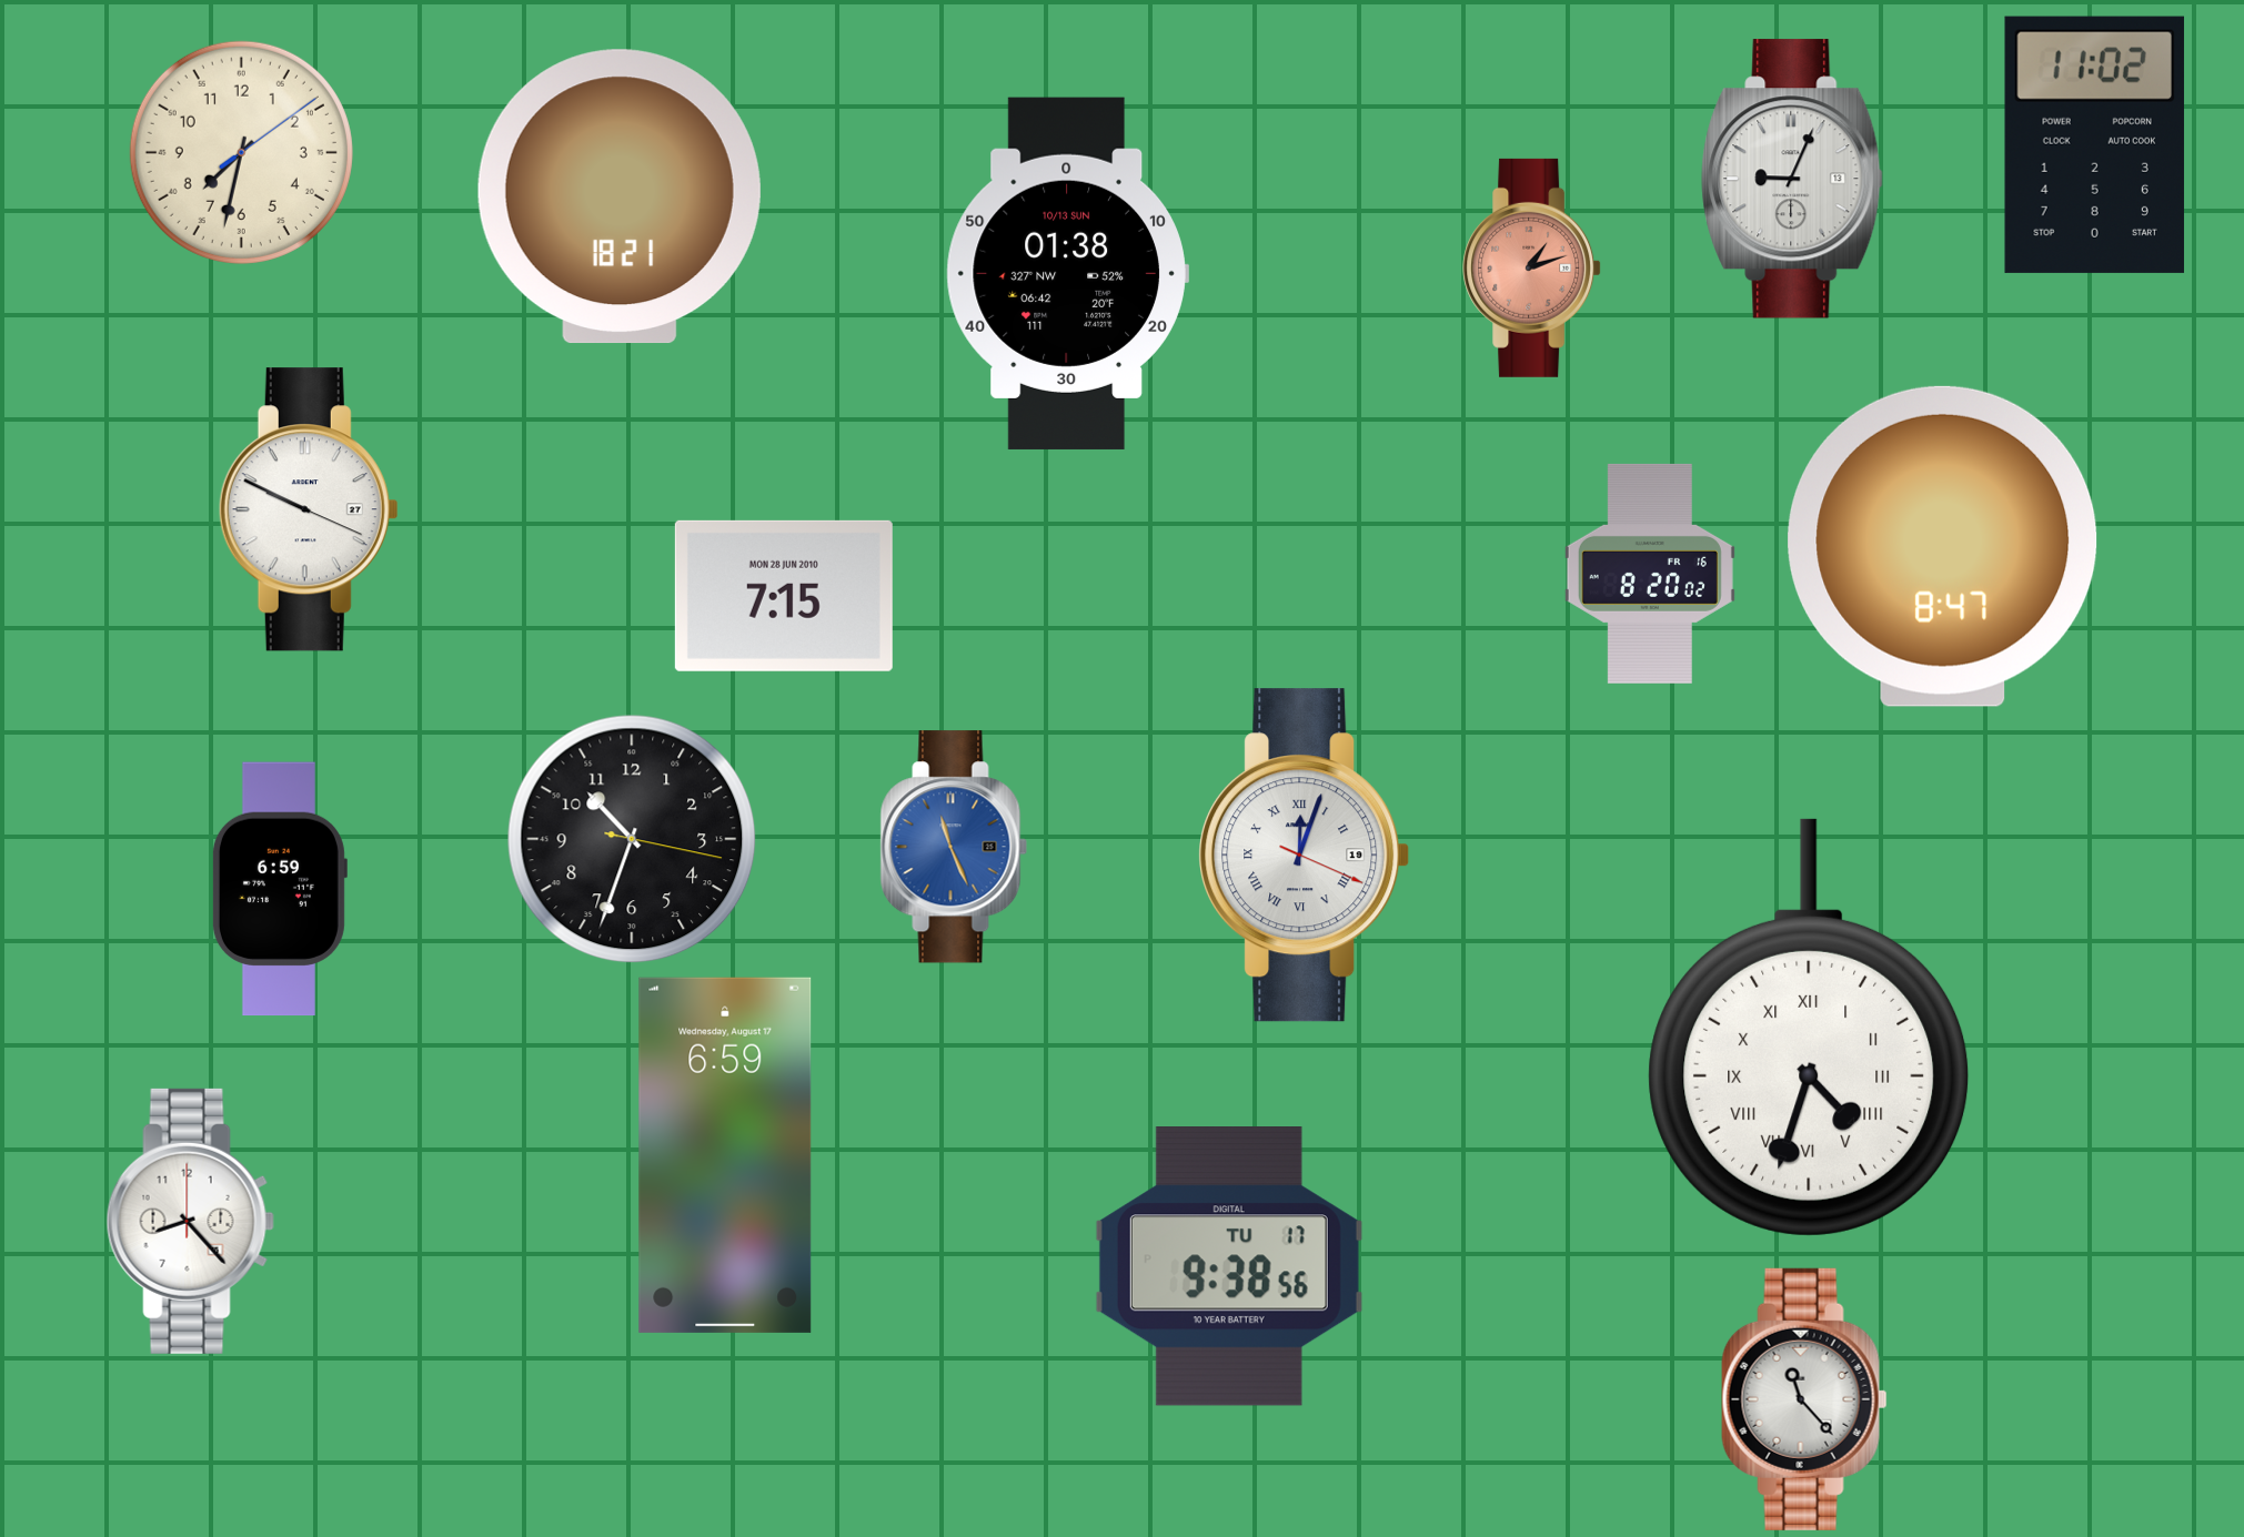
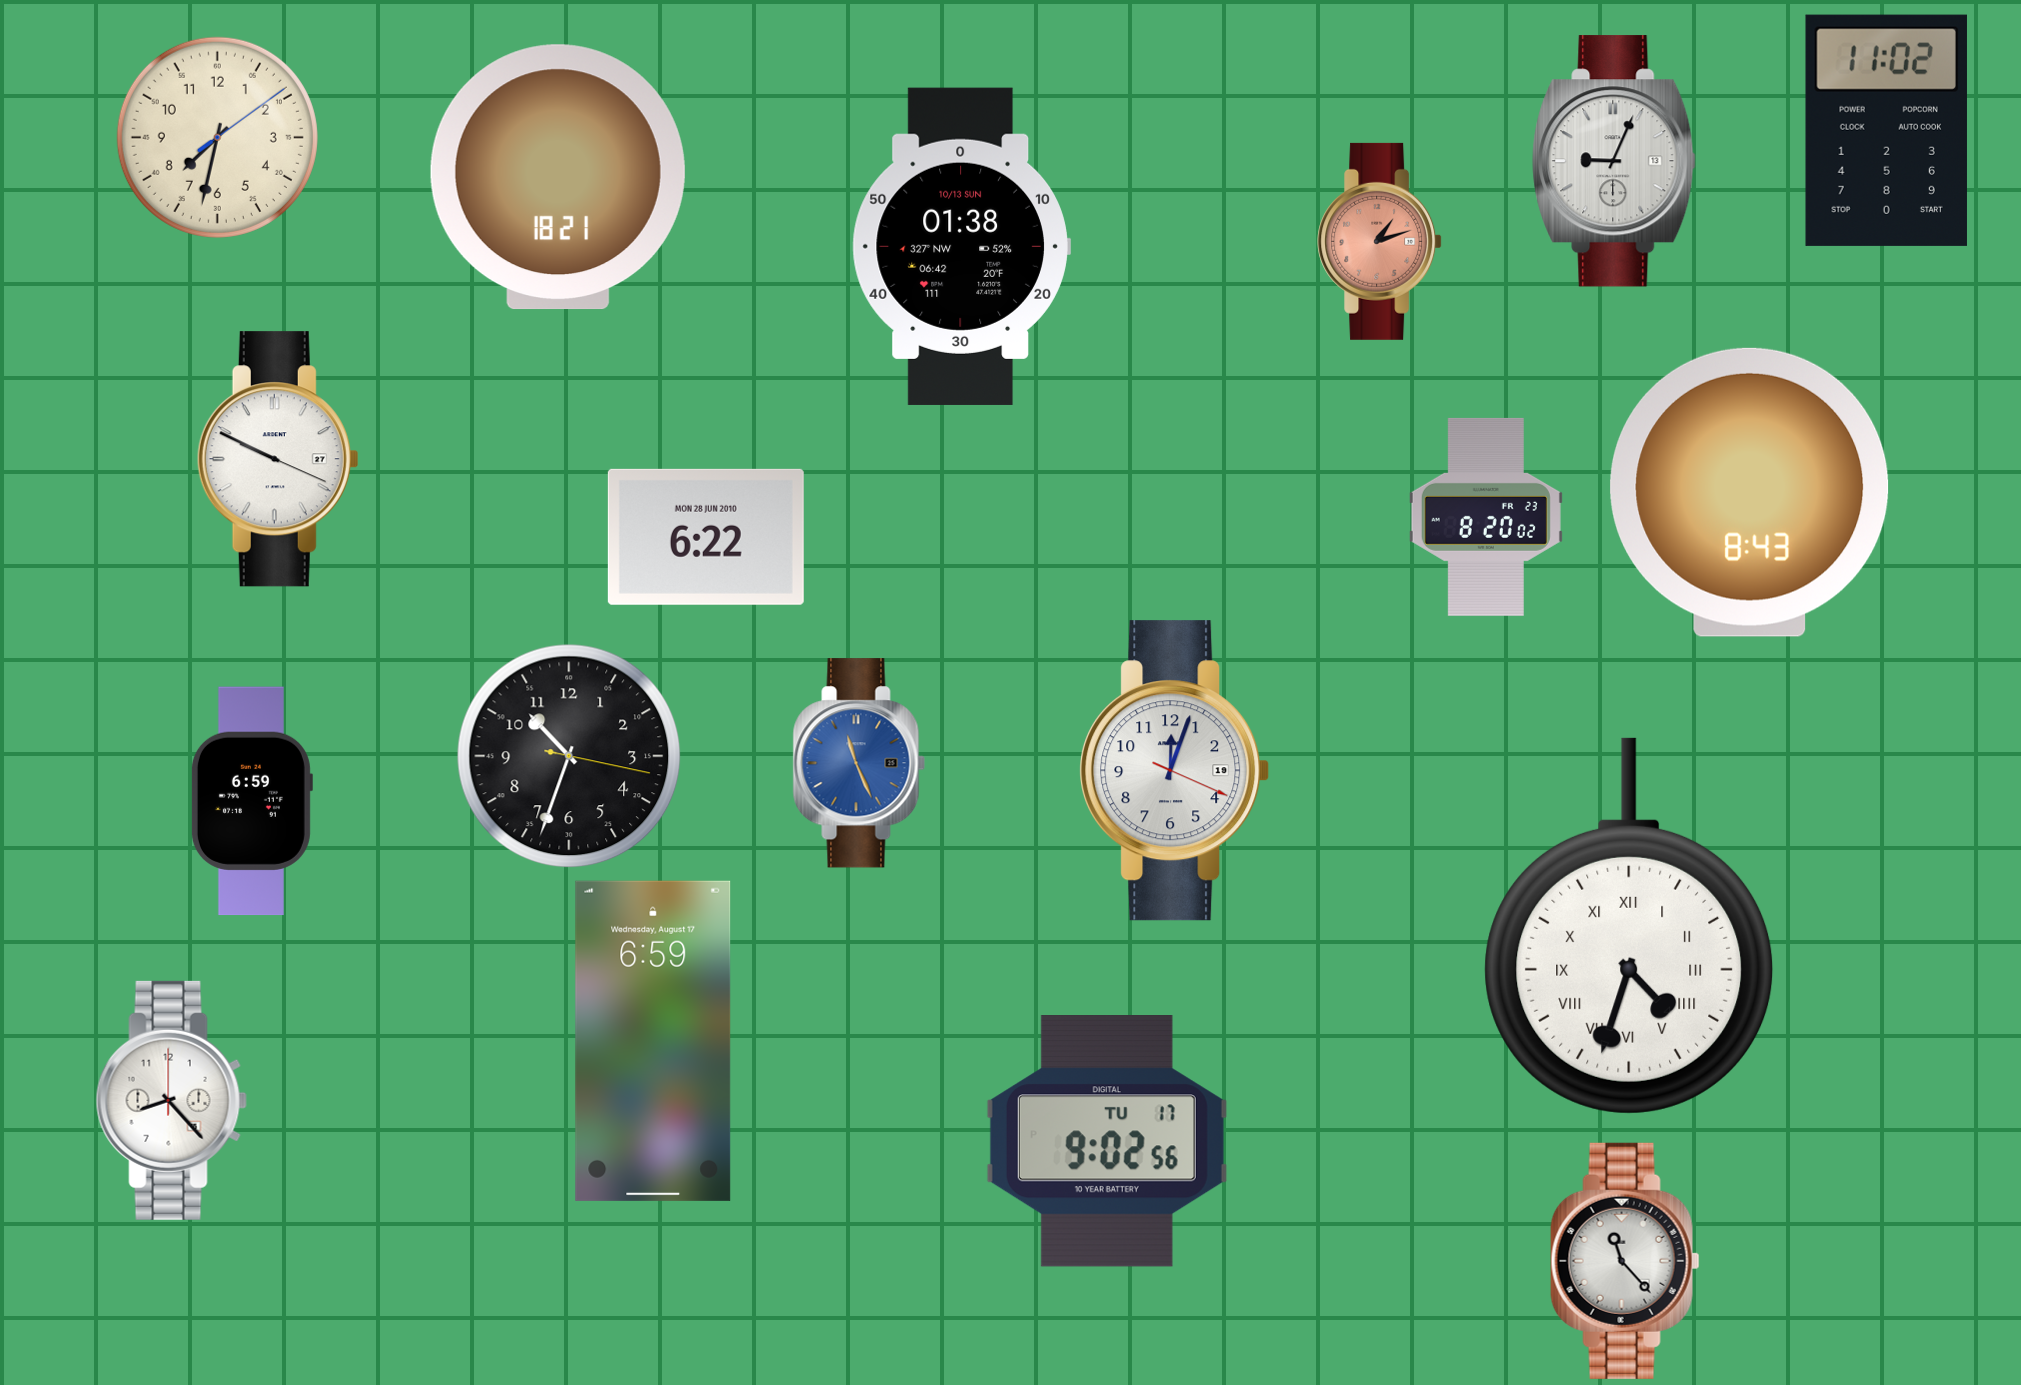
clock at (1943, 546): 8:47 -> 8:43
clock at (1650, 574) date: FR 16 -> FR 23
clock at (784, 596): 7:15 -> 6:22
clock at (1305, 856) numerals: Roman -> Arabic
clock at (1229, 1266): 9:38 -> 9:02
